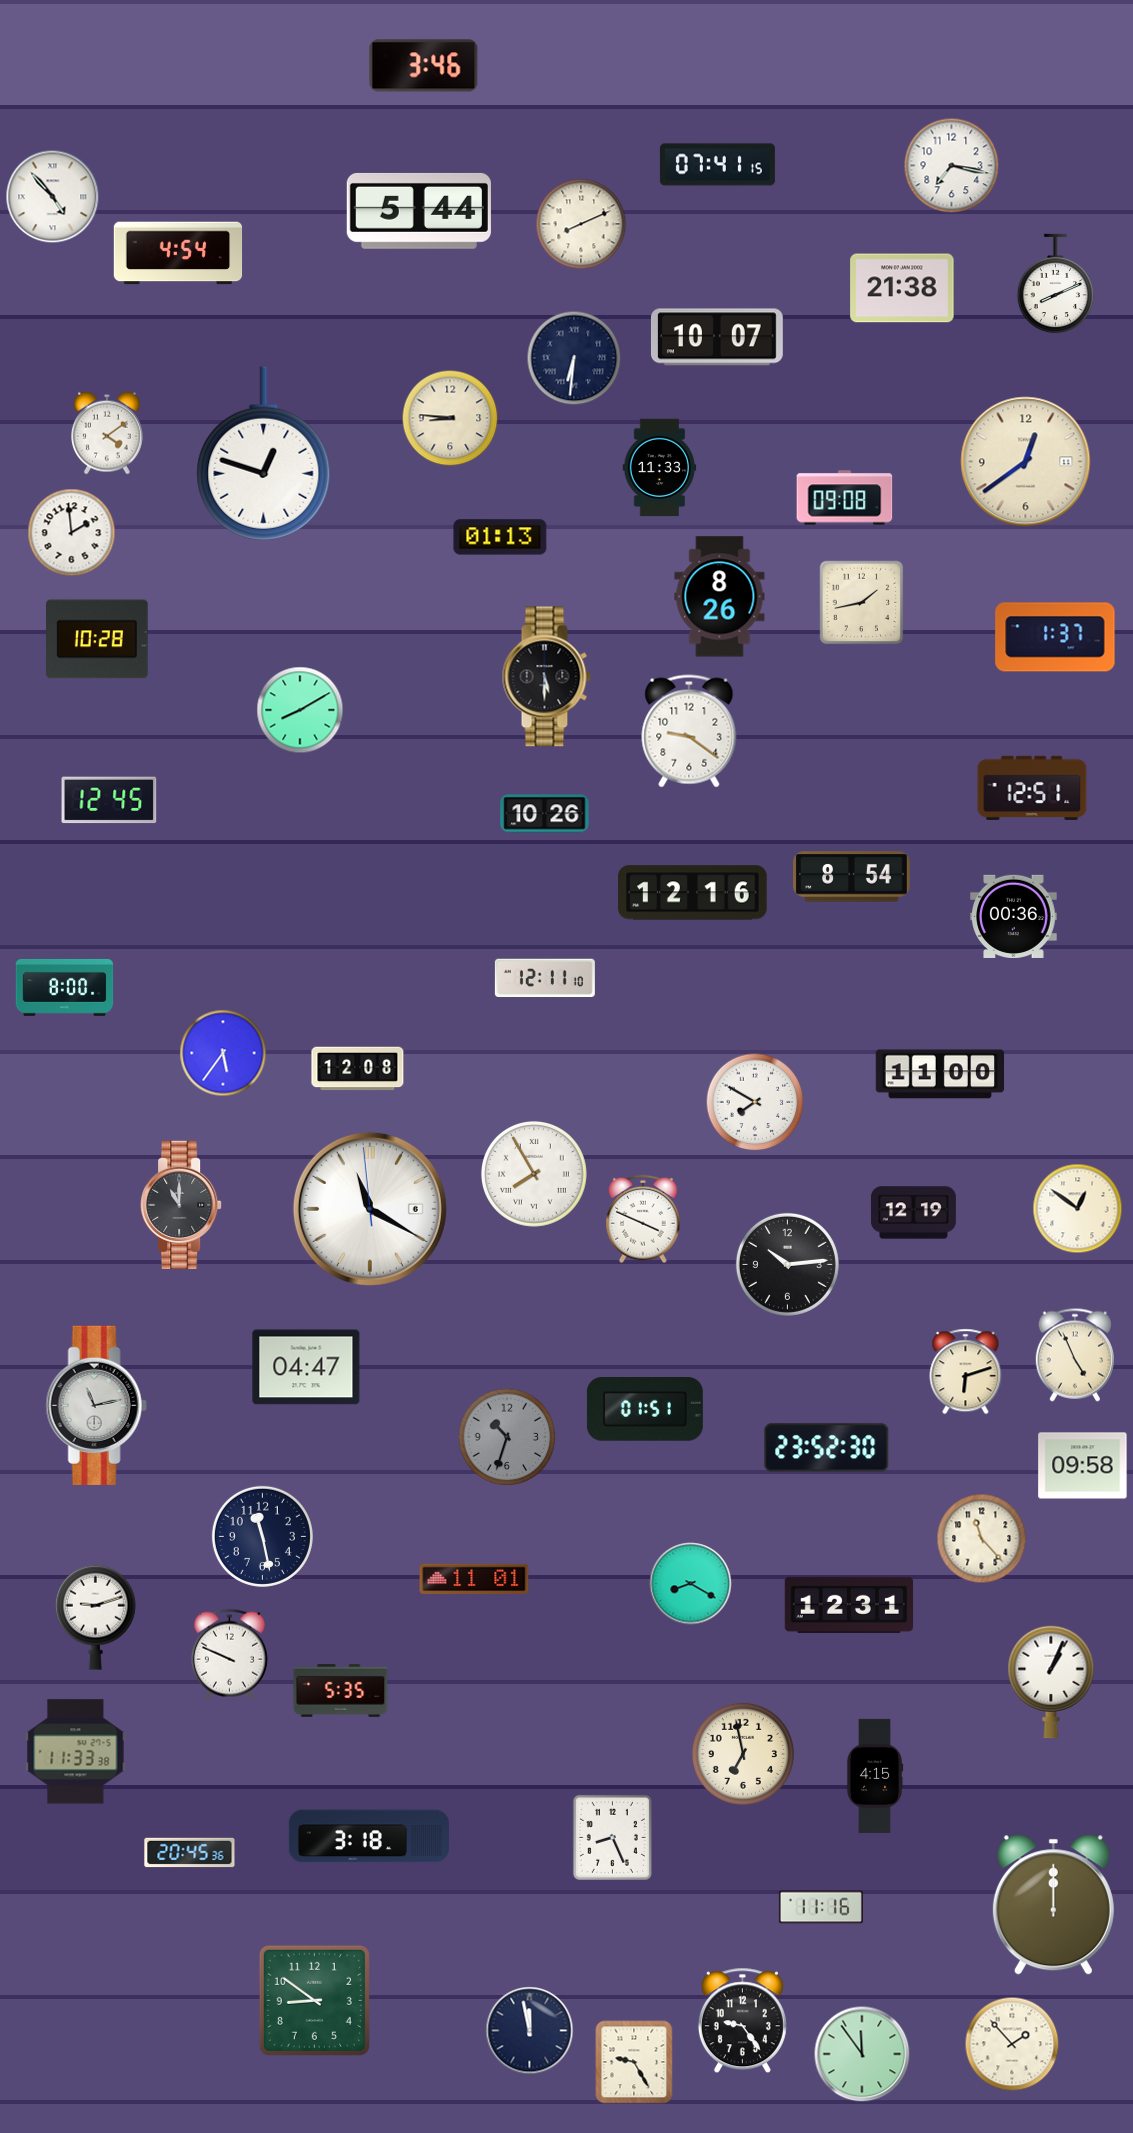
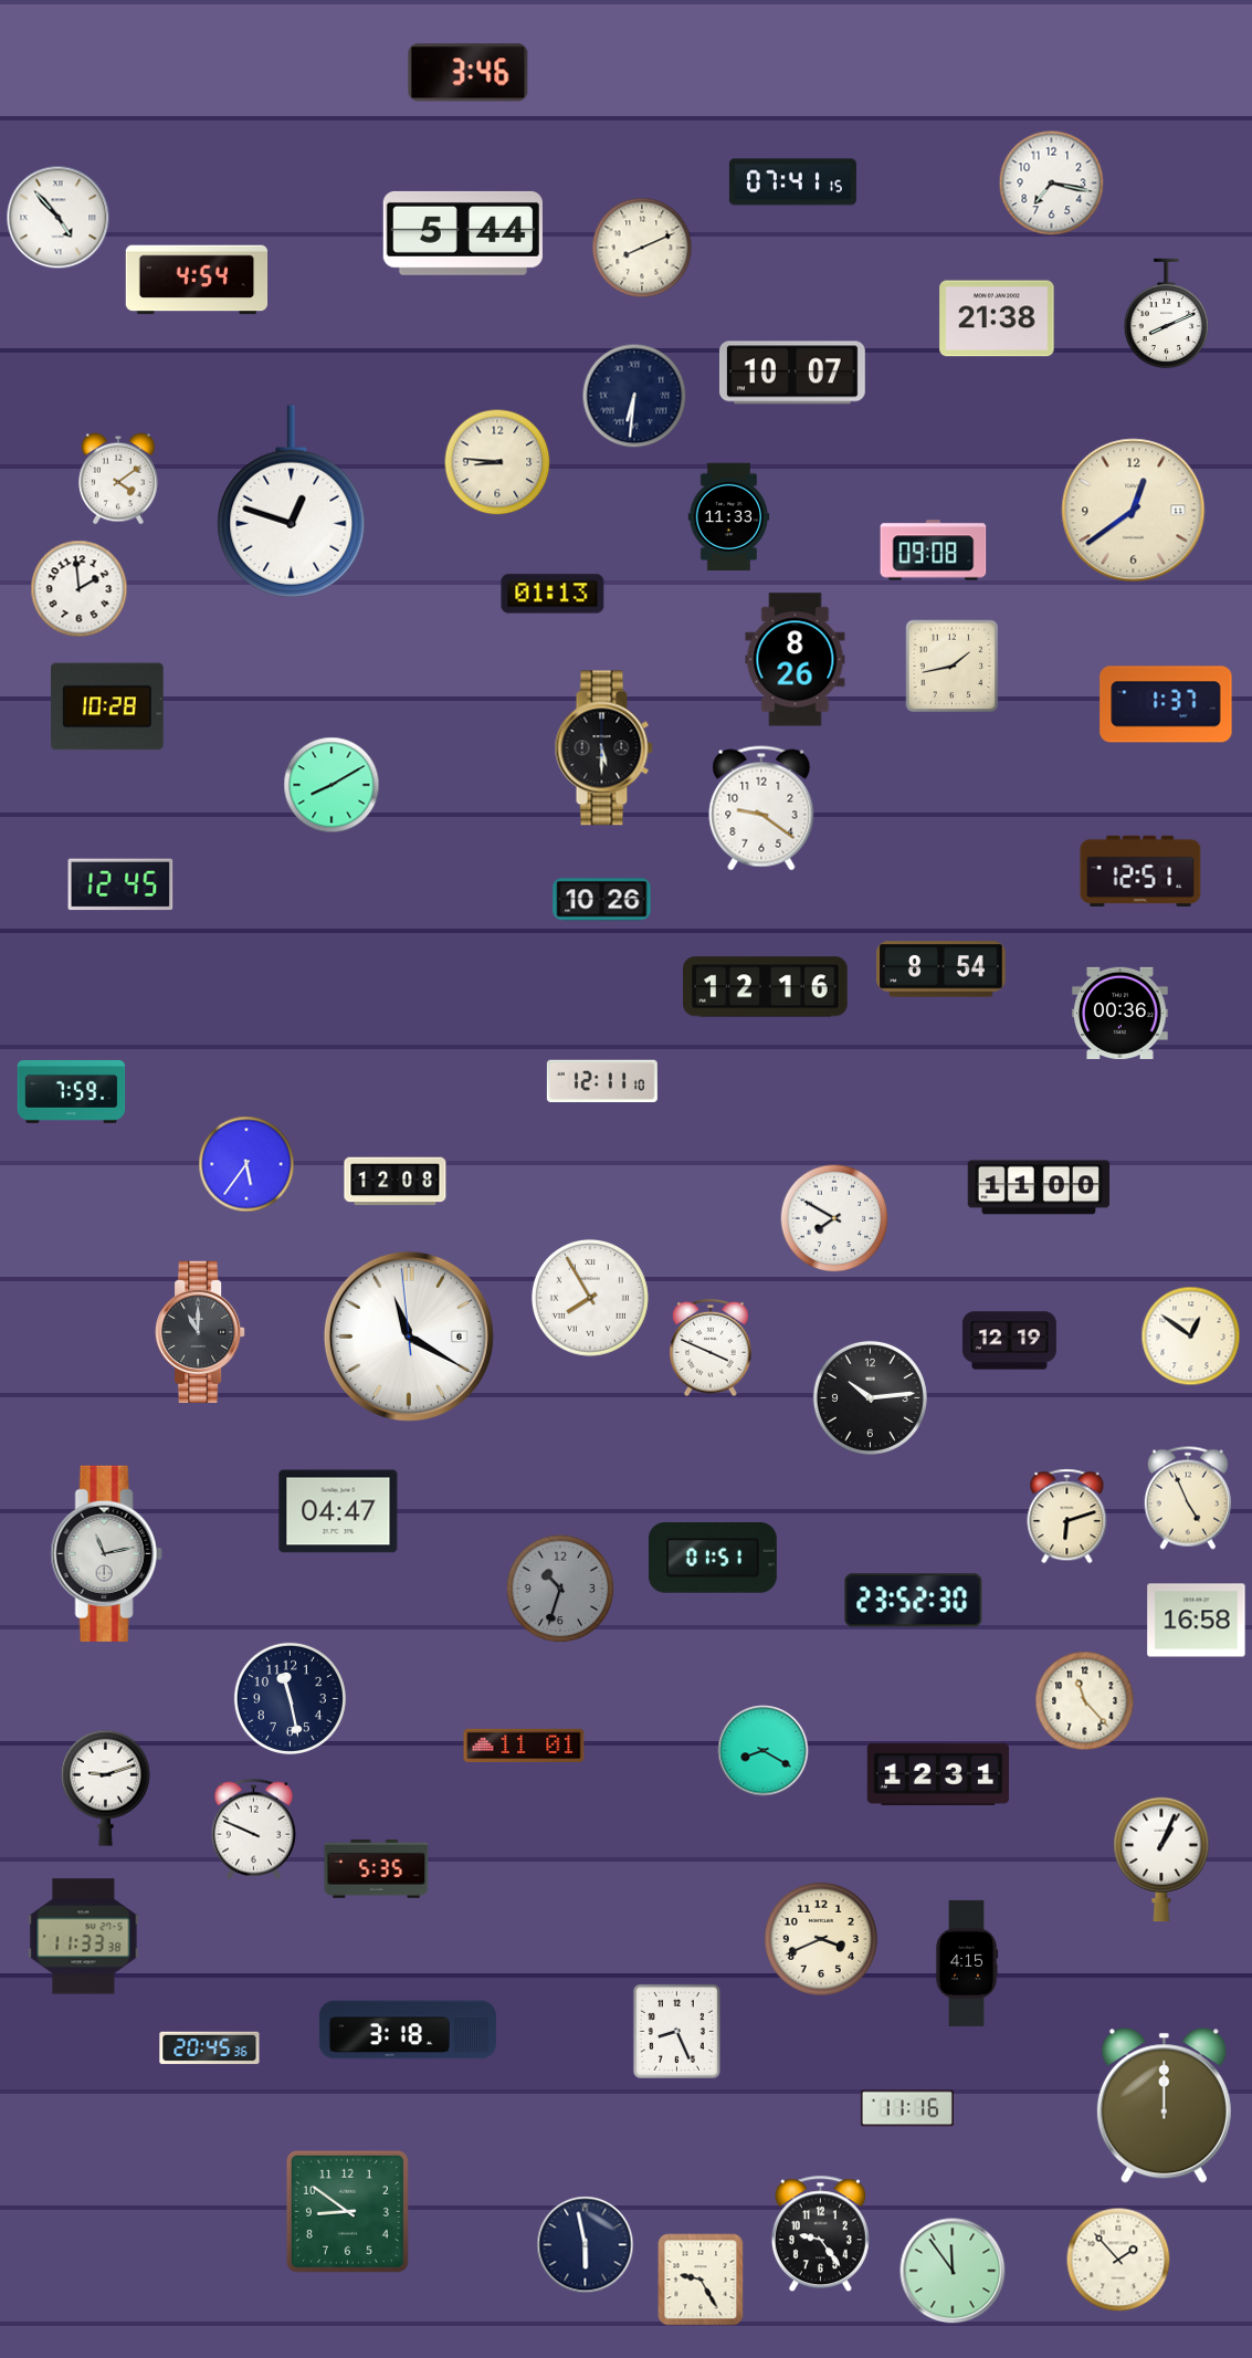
clock at (65, 987): 8:00 -> 7:59
clock at (1083, 1466): 09:58 -> 16:58
clock at (743, 1754): 6:58 -> 3:41
clock at (530, 2031): 11:58 -> 5:58
